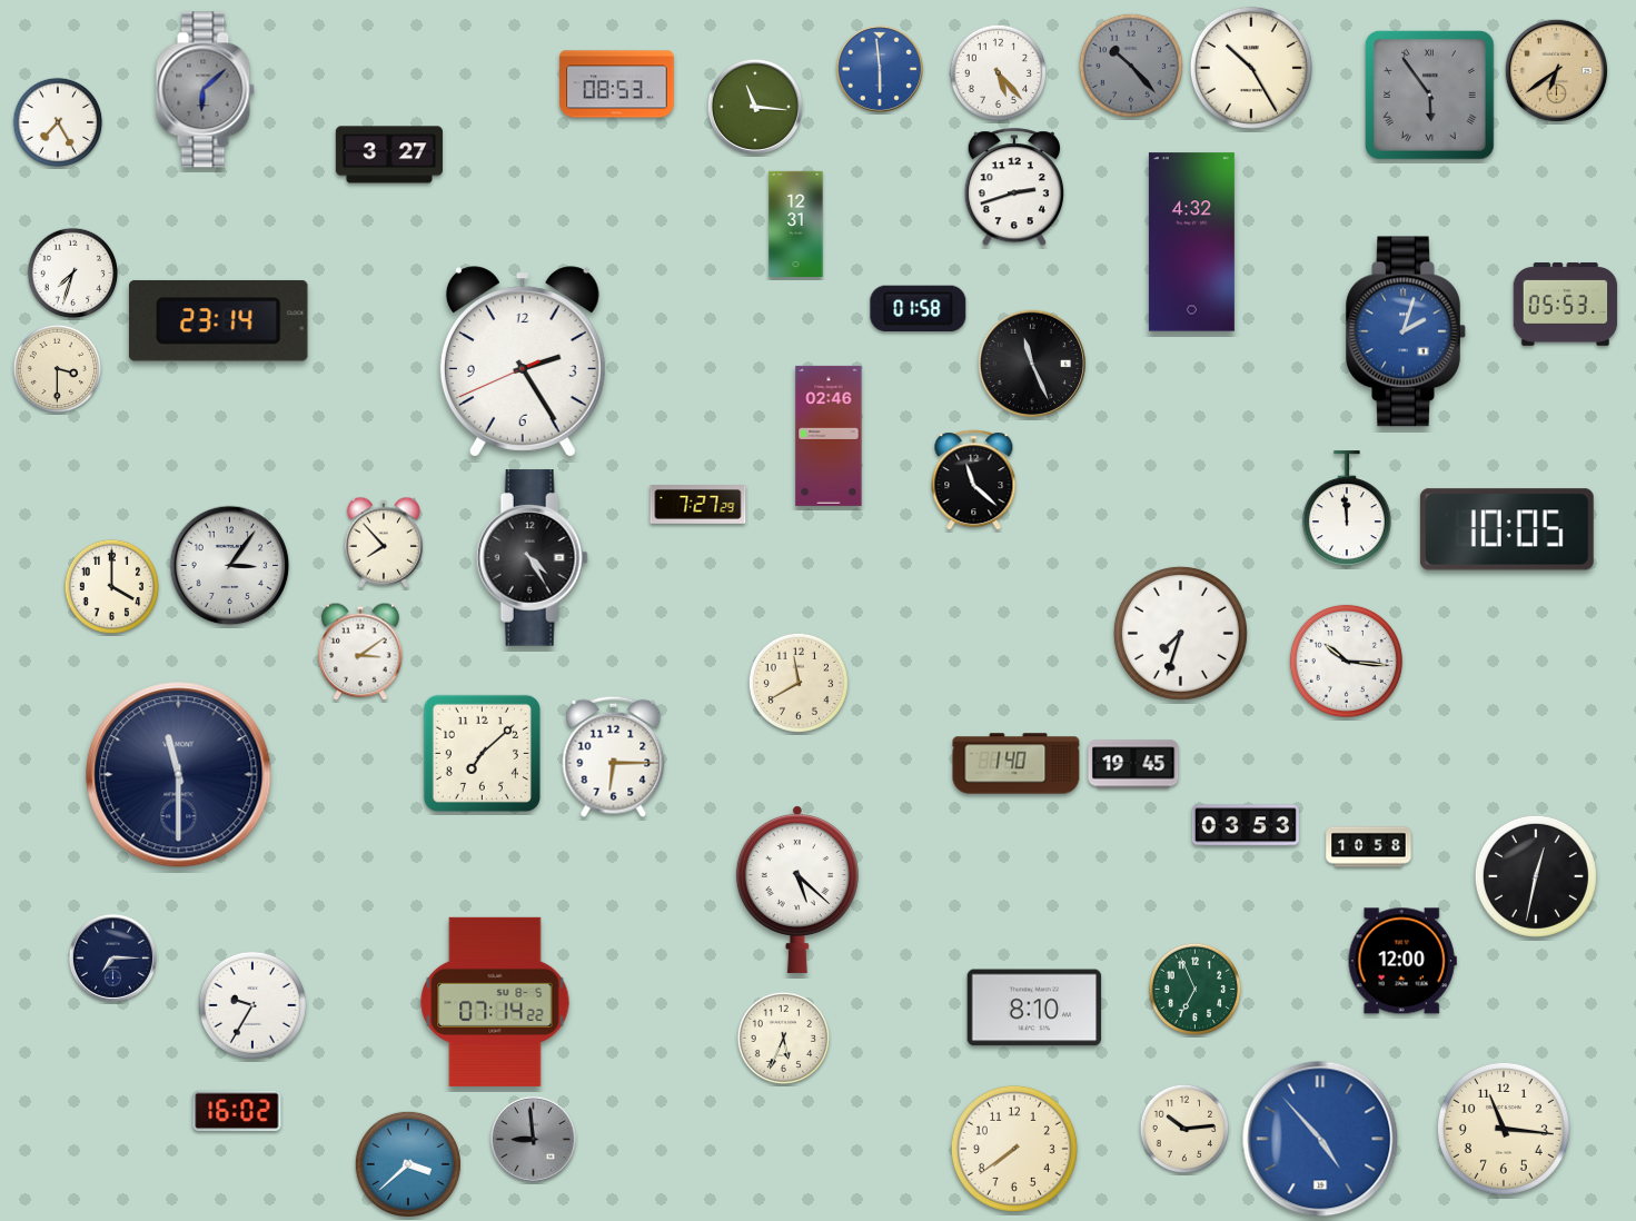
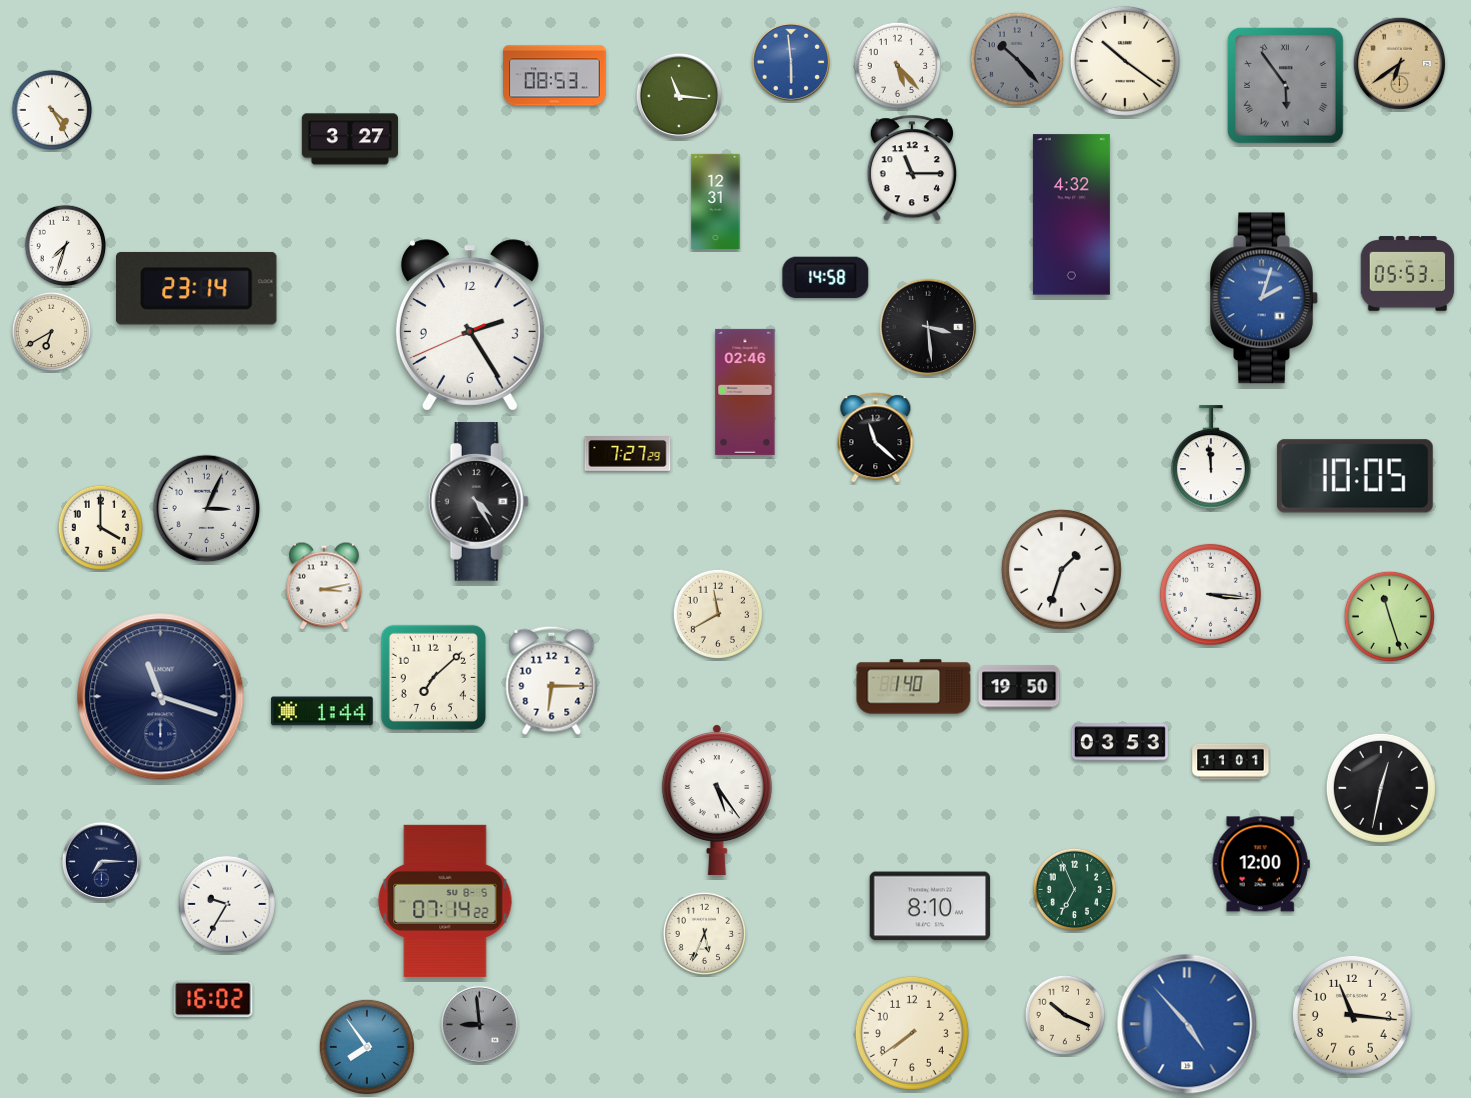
clock at (1251, 68): 10:25 -> 10:21
clock at (205, 90): 6:08 -> none
clock at (58, 122): 7:25 -> 4:25
clock at (1014, 188): 2:42 -> 11:15
clock at (1191, 242) position: (1191, 242) -> (1071, 215)
clock at (919, 308): 01:58 -> 14:58
clock at (1032, 364): 11:26 -> 3:29
clock at (58, 369): 3:30 -> 6:40
clock at (974, 480) position: (974, 480) -> (876, 438)
clock at (383, 543): 7:53 -> none
clock at (230, 566): 3:06 -> 3:04
clock at (1180, 633): 7:33 -> 1:33
clock at (361, 652): 3:09 -> 3:13
clock at (1346, 661): 10:16 -> 3:16
clock at (1389, 616): none -> 11:27
clock at (1133, 764): 19:45 -> 19:50
clock at (179, 775): 11:30 -> 11:18
clock at (322, 711): none -> 1:44
clock at (1369, 847): 10:58 -> 11:01
clock at (797, 889): 5:22 -> 5:24
clock at (1184, 1129): 10:14 -> 10:19
clock at (408, 1164): 3:38 -> 7:54
